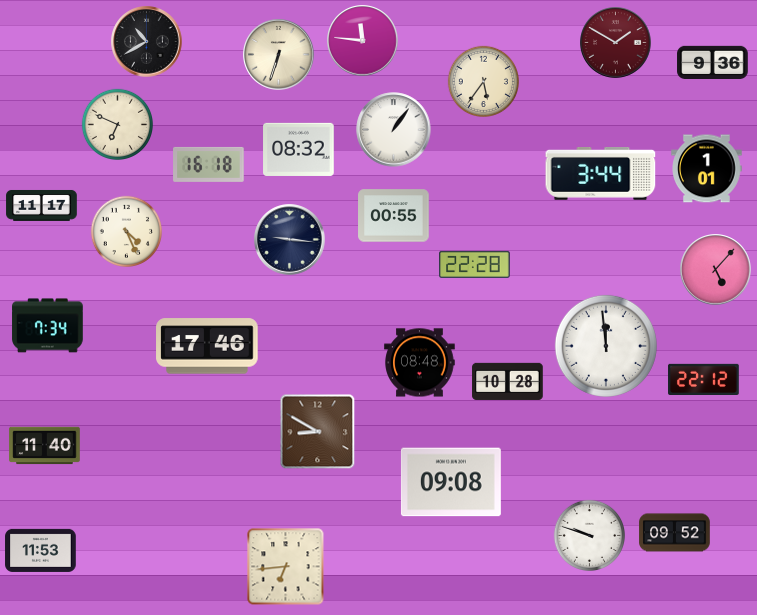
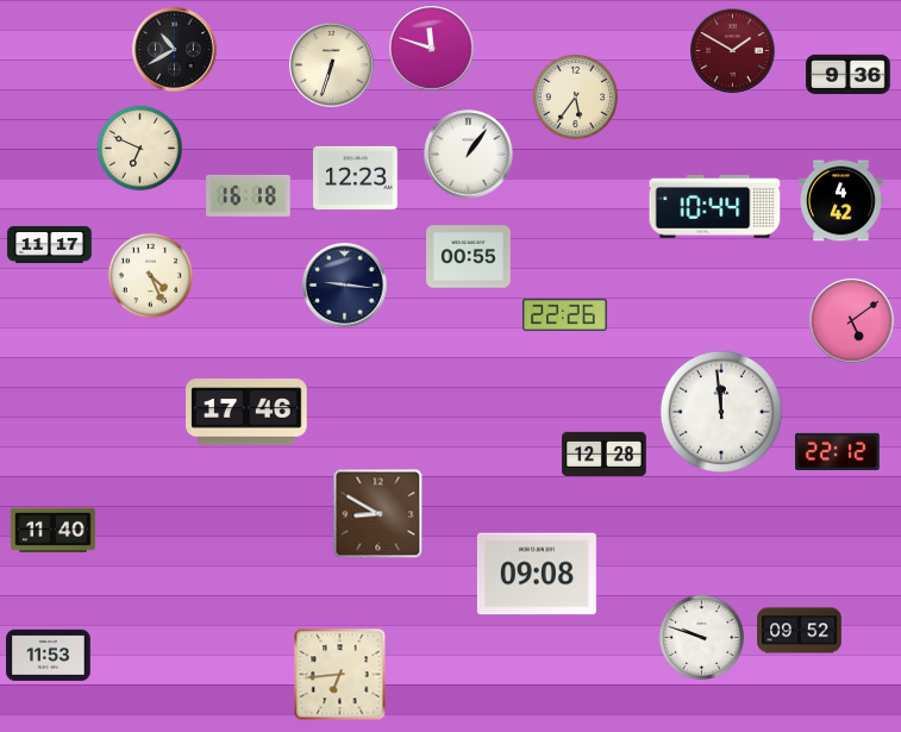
clock at (363, 41): 11:46 -> 11:48
clock at (299, 149): 08:32 -> 12:23
clock at (707, 169): 1:01 -> 4:42
clock at (601, 174): 3:44 -> 10:44
clock at (475, 264): 22:28 -> 22:26
clock at (716, 270): 5:07 -> 5:09
clock at (48, 326): 7:34 -> none
clock at (420, 363): 08:48 -> none
clock at (508, 381): 10:28 -> 12:28
clock at (675, 533) position: (675, 533) -> (800, 631)
